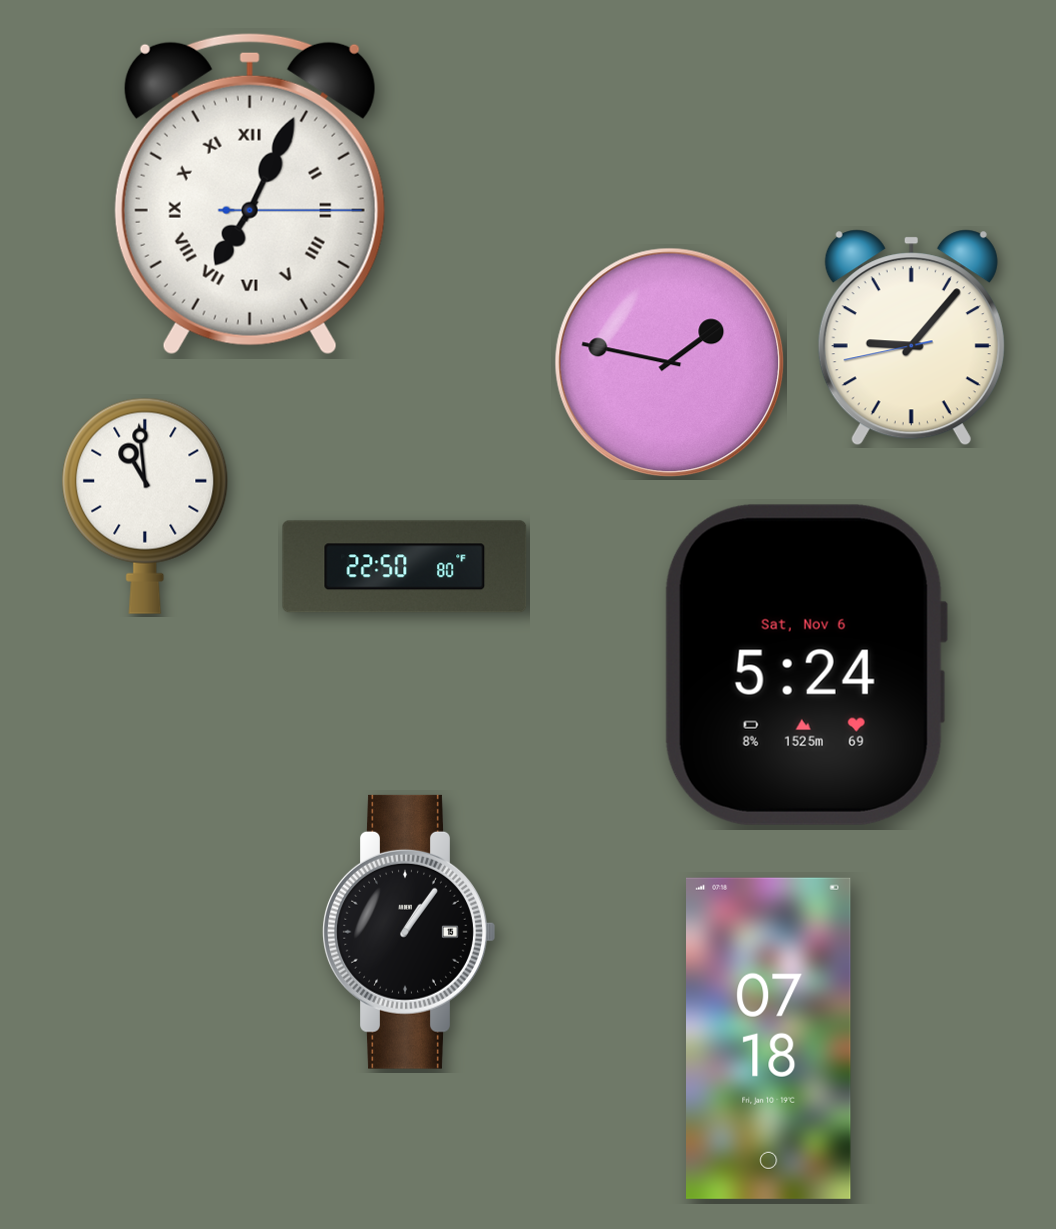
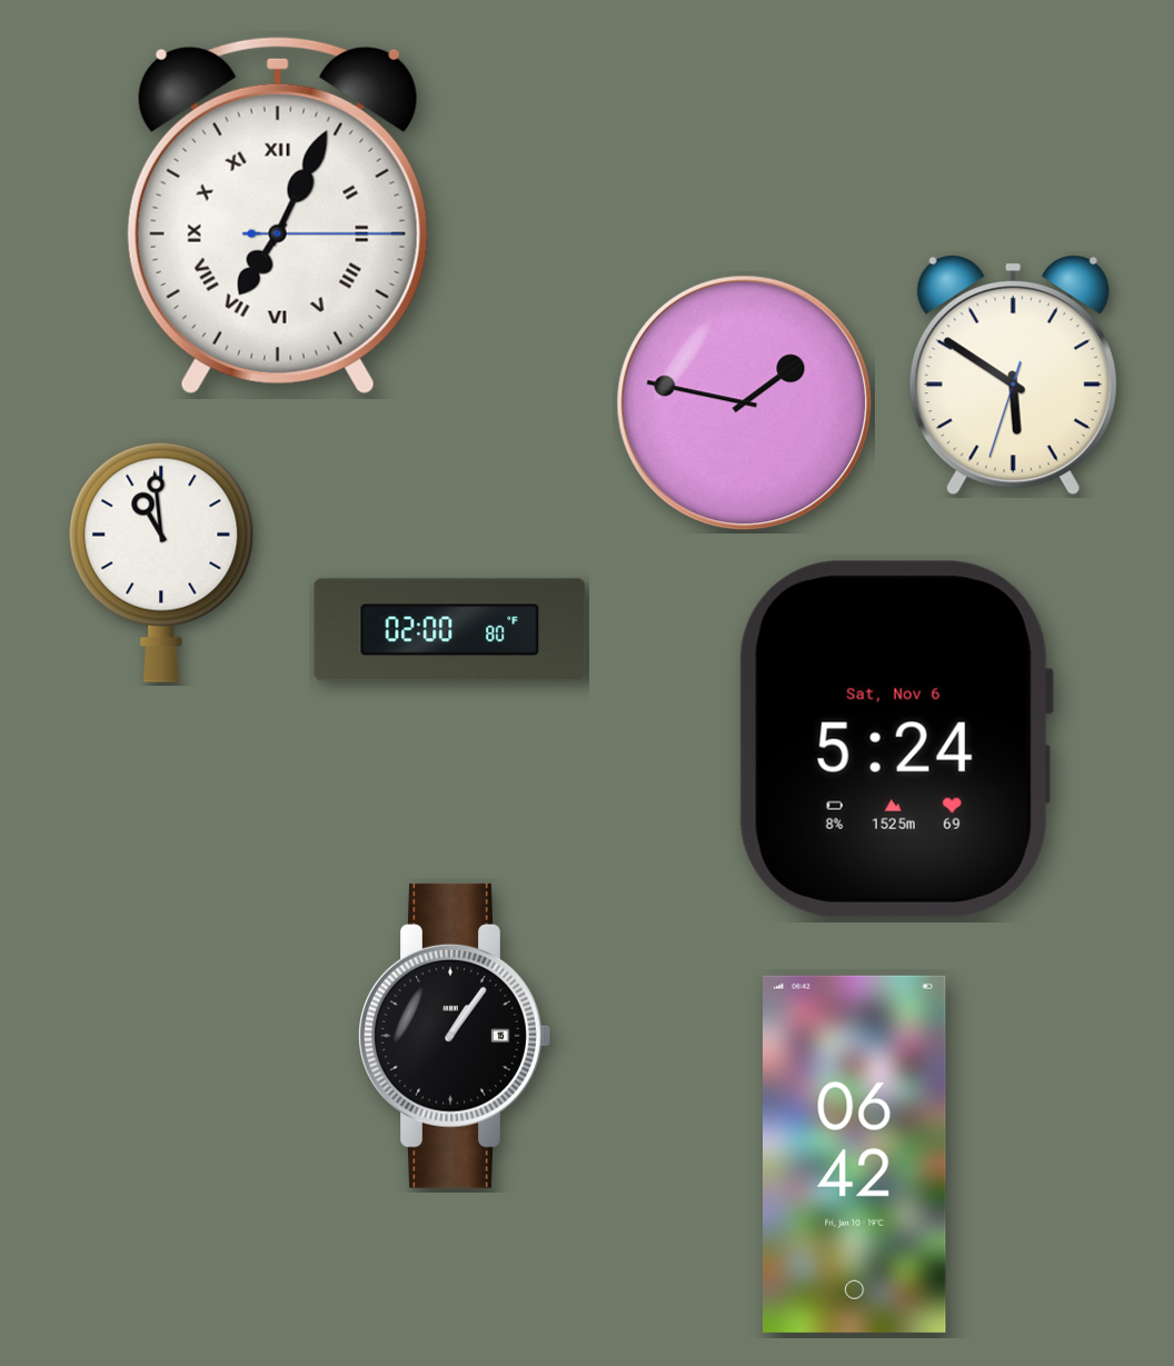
clock at (911, 338): 9:06 -> 5:50
clock at (405, 567): 22:50 -> 02:00
clock at (769, 1038): 07:18 -> 06:42
